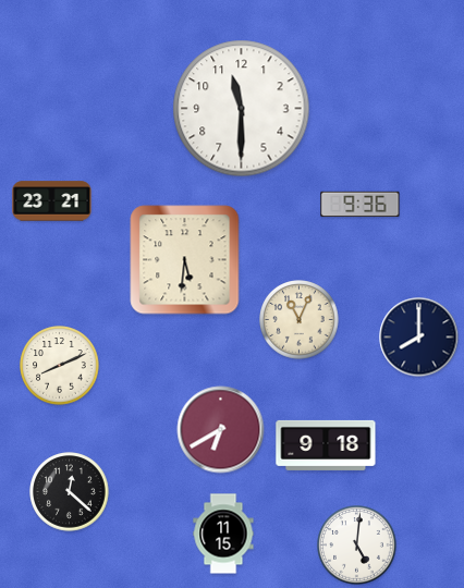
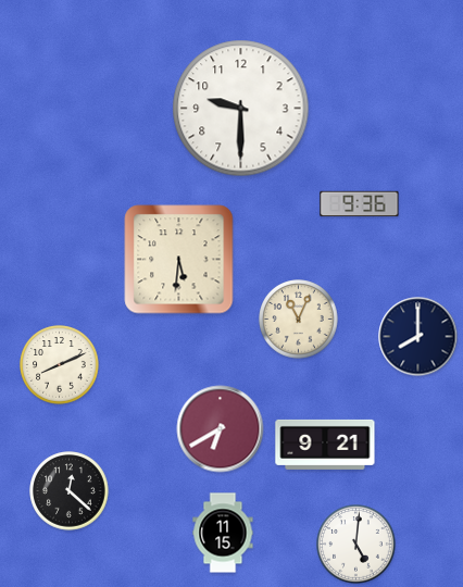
clock at (242, 109): 11:30 -> 9:30
clock at (52, 201): 23:21 -> none
clock at (185, 260) position: (185, 260) -> (179, 260)
clock at (326, 445): 9:18 -> 9:21
